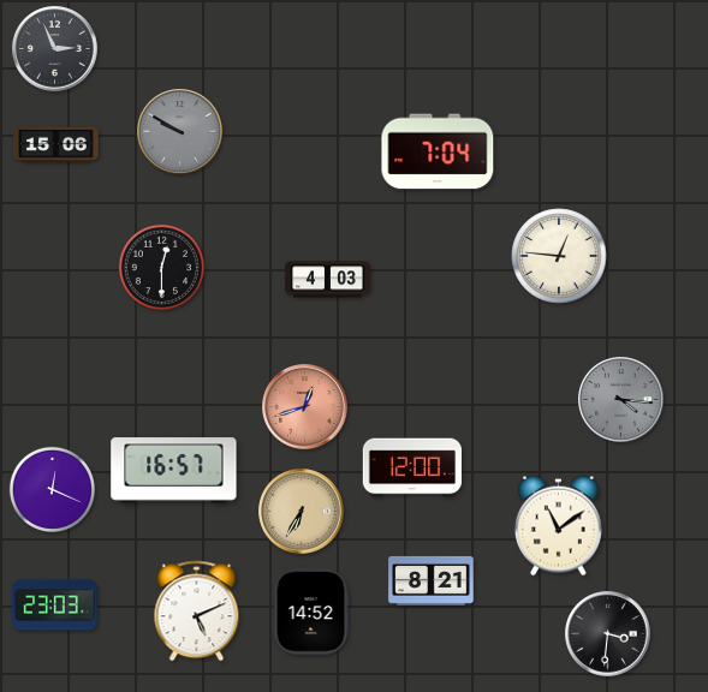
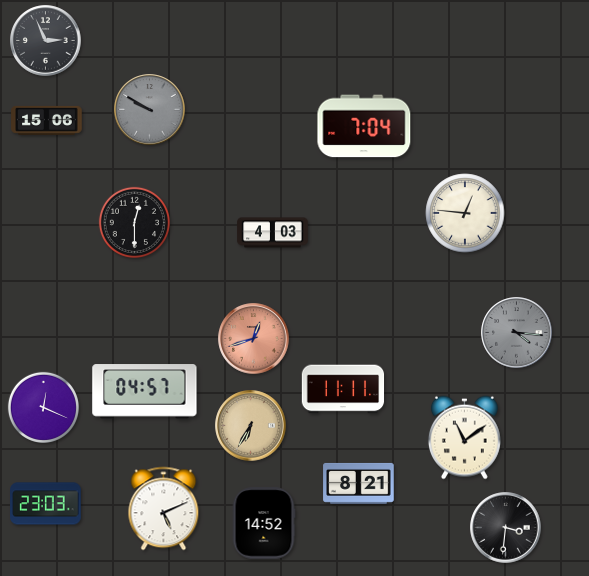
clock at (412, 467): 12:00 -> 11:11
clock at (174, 471): 16:57 -> 04:57
clock at (311, 612) position: (311, 612) -> (264, 523)
